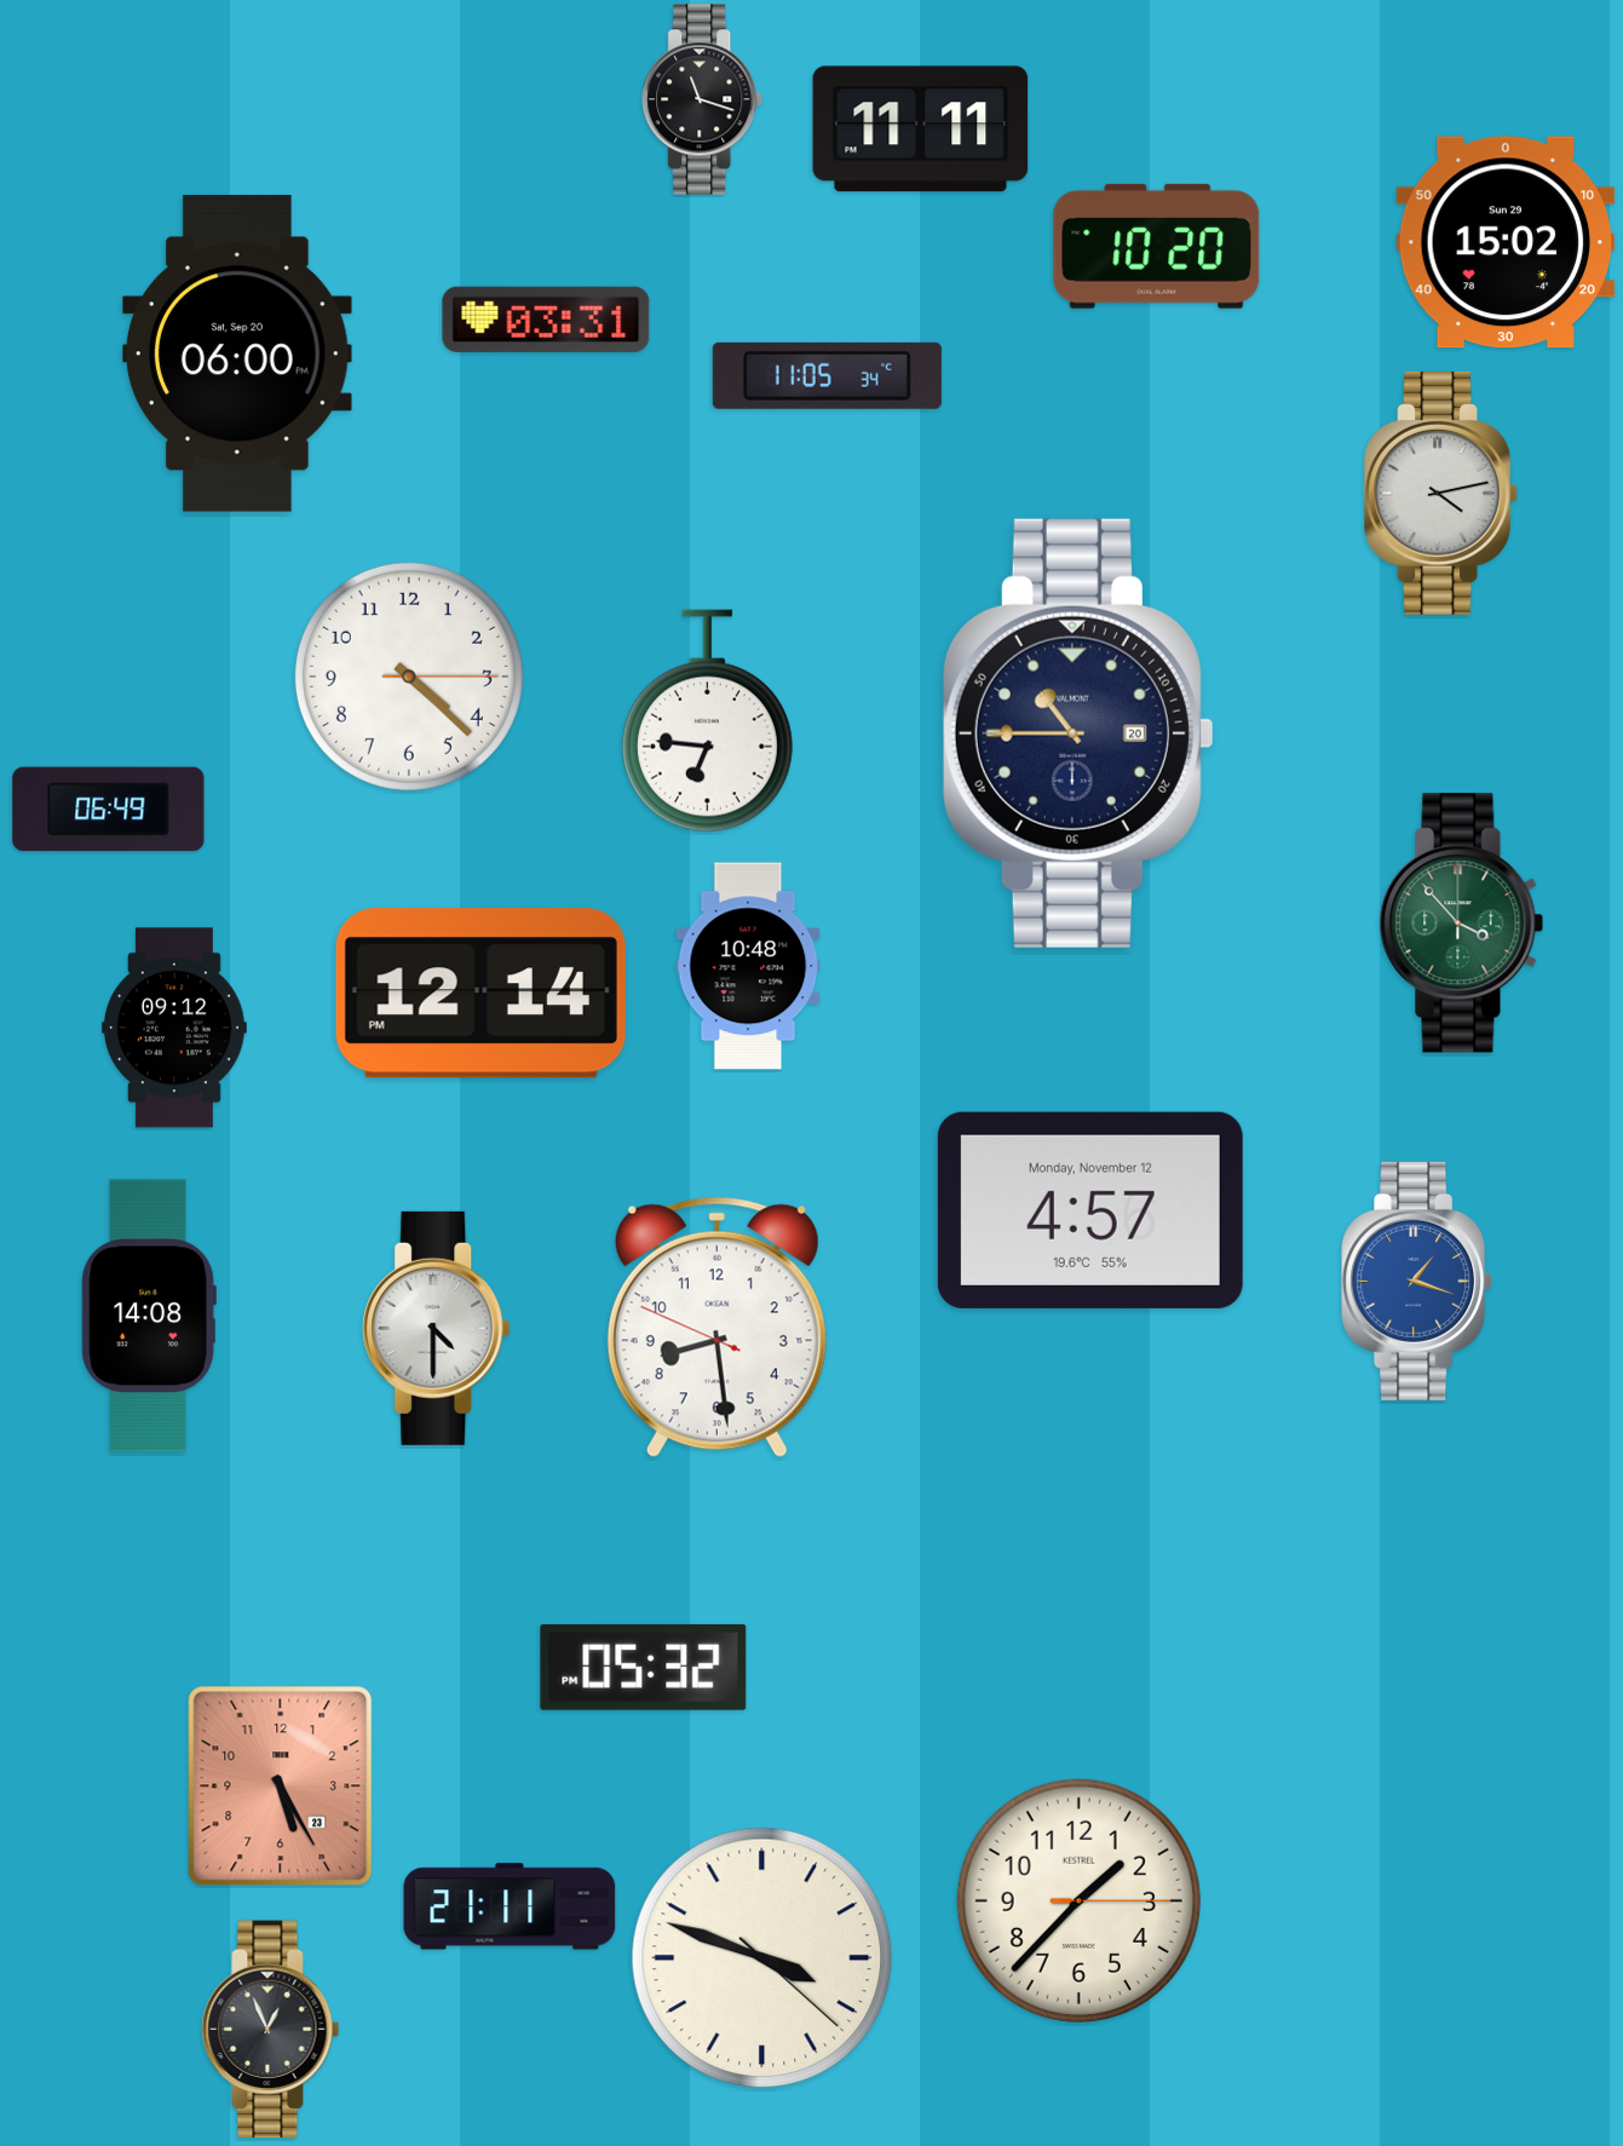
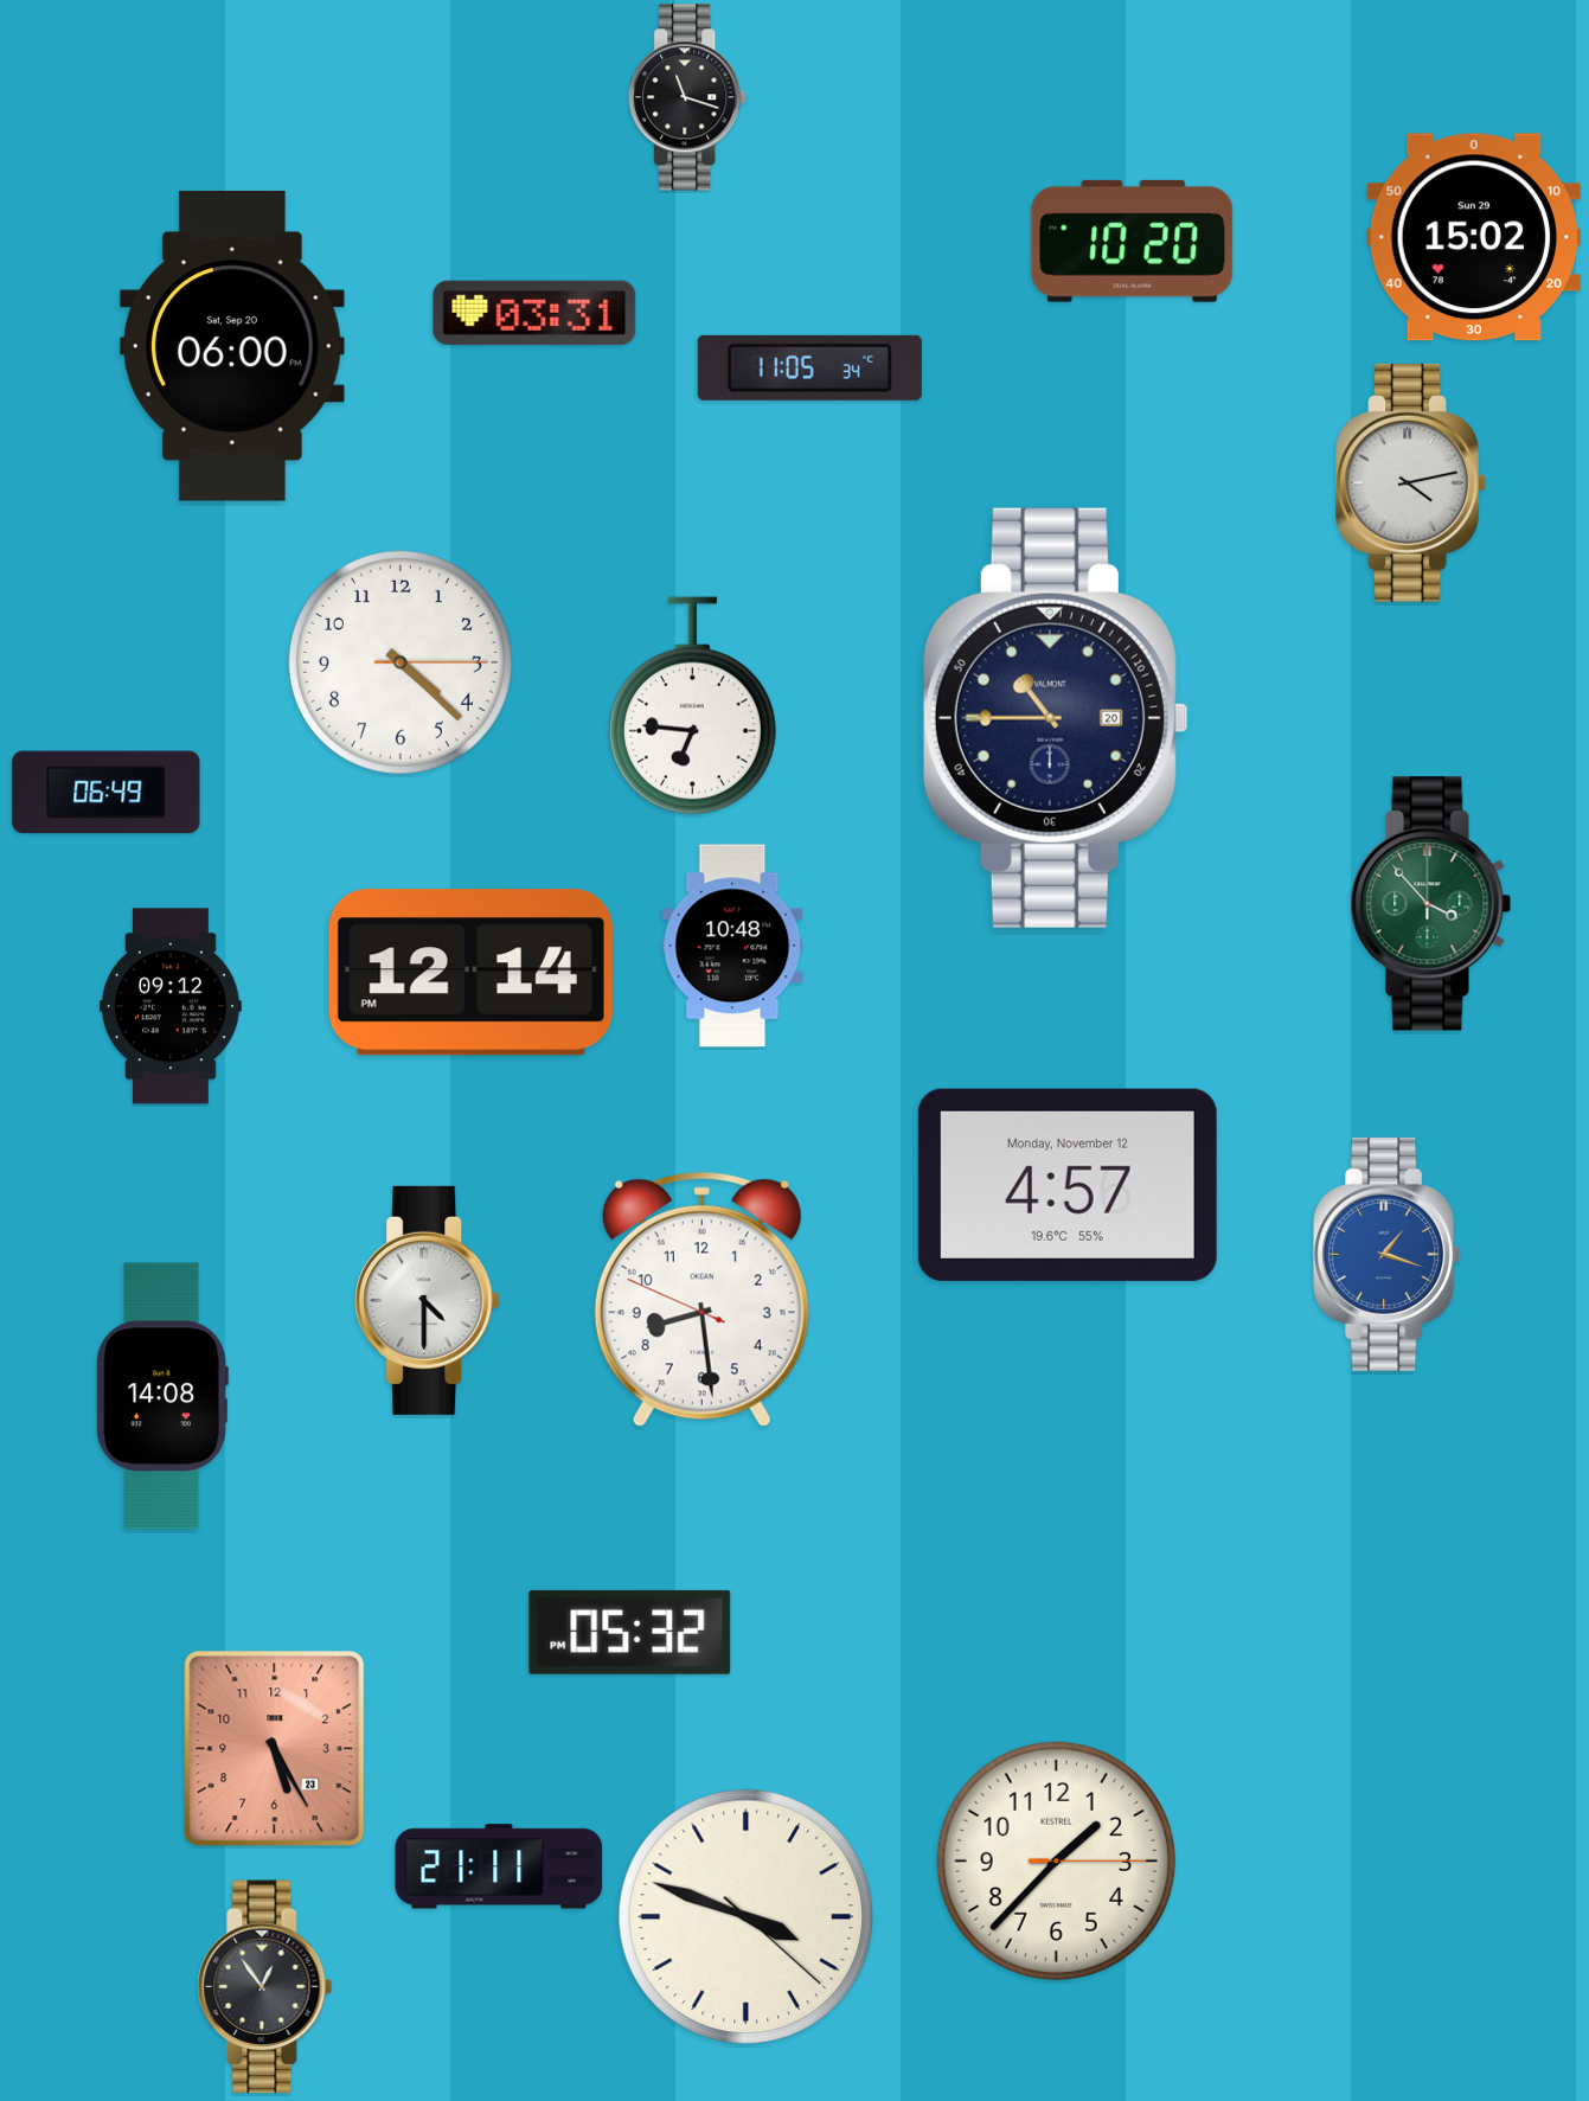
clock at (921, 130): 11:11 -> none
clock at (149, 1316) position: (149, 1316) -> (162, 1396)
clock at (271, 2030): 12:56 -> 12:54
